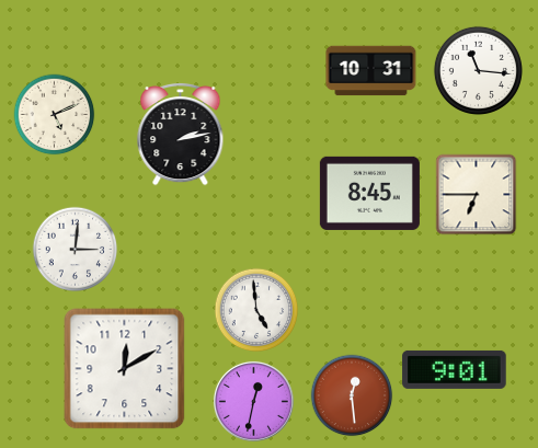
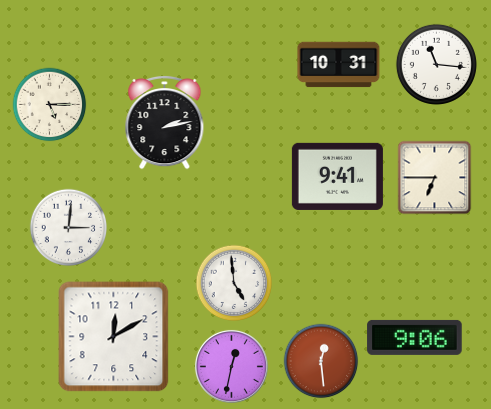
clock at (55, 115): 5:11 -> 5:15
clock at (369, 193): 8:45 -> 9:41
clock at (455, 369): 9:01 -> 9:06
